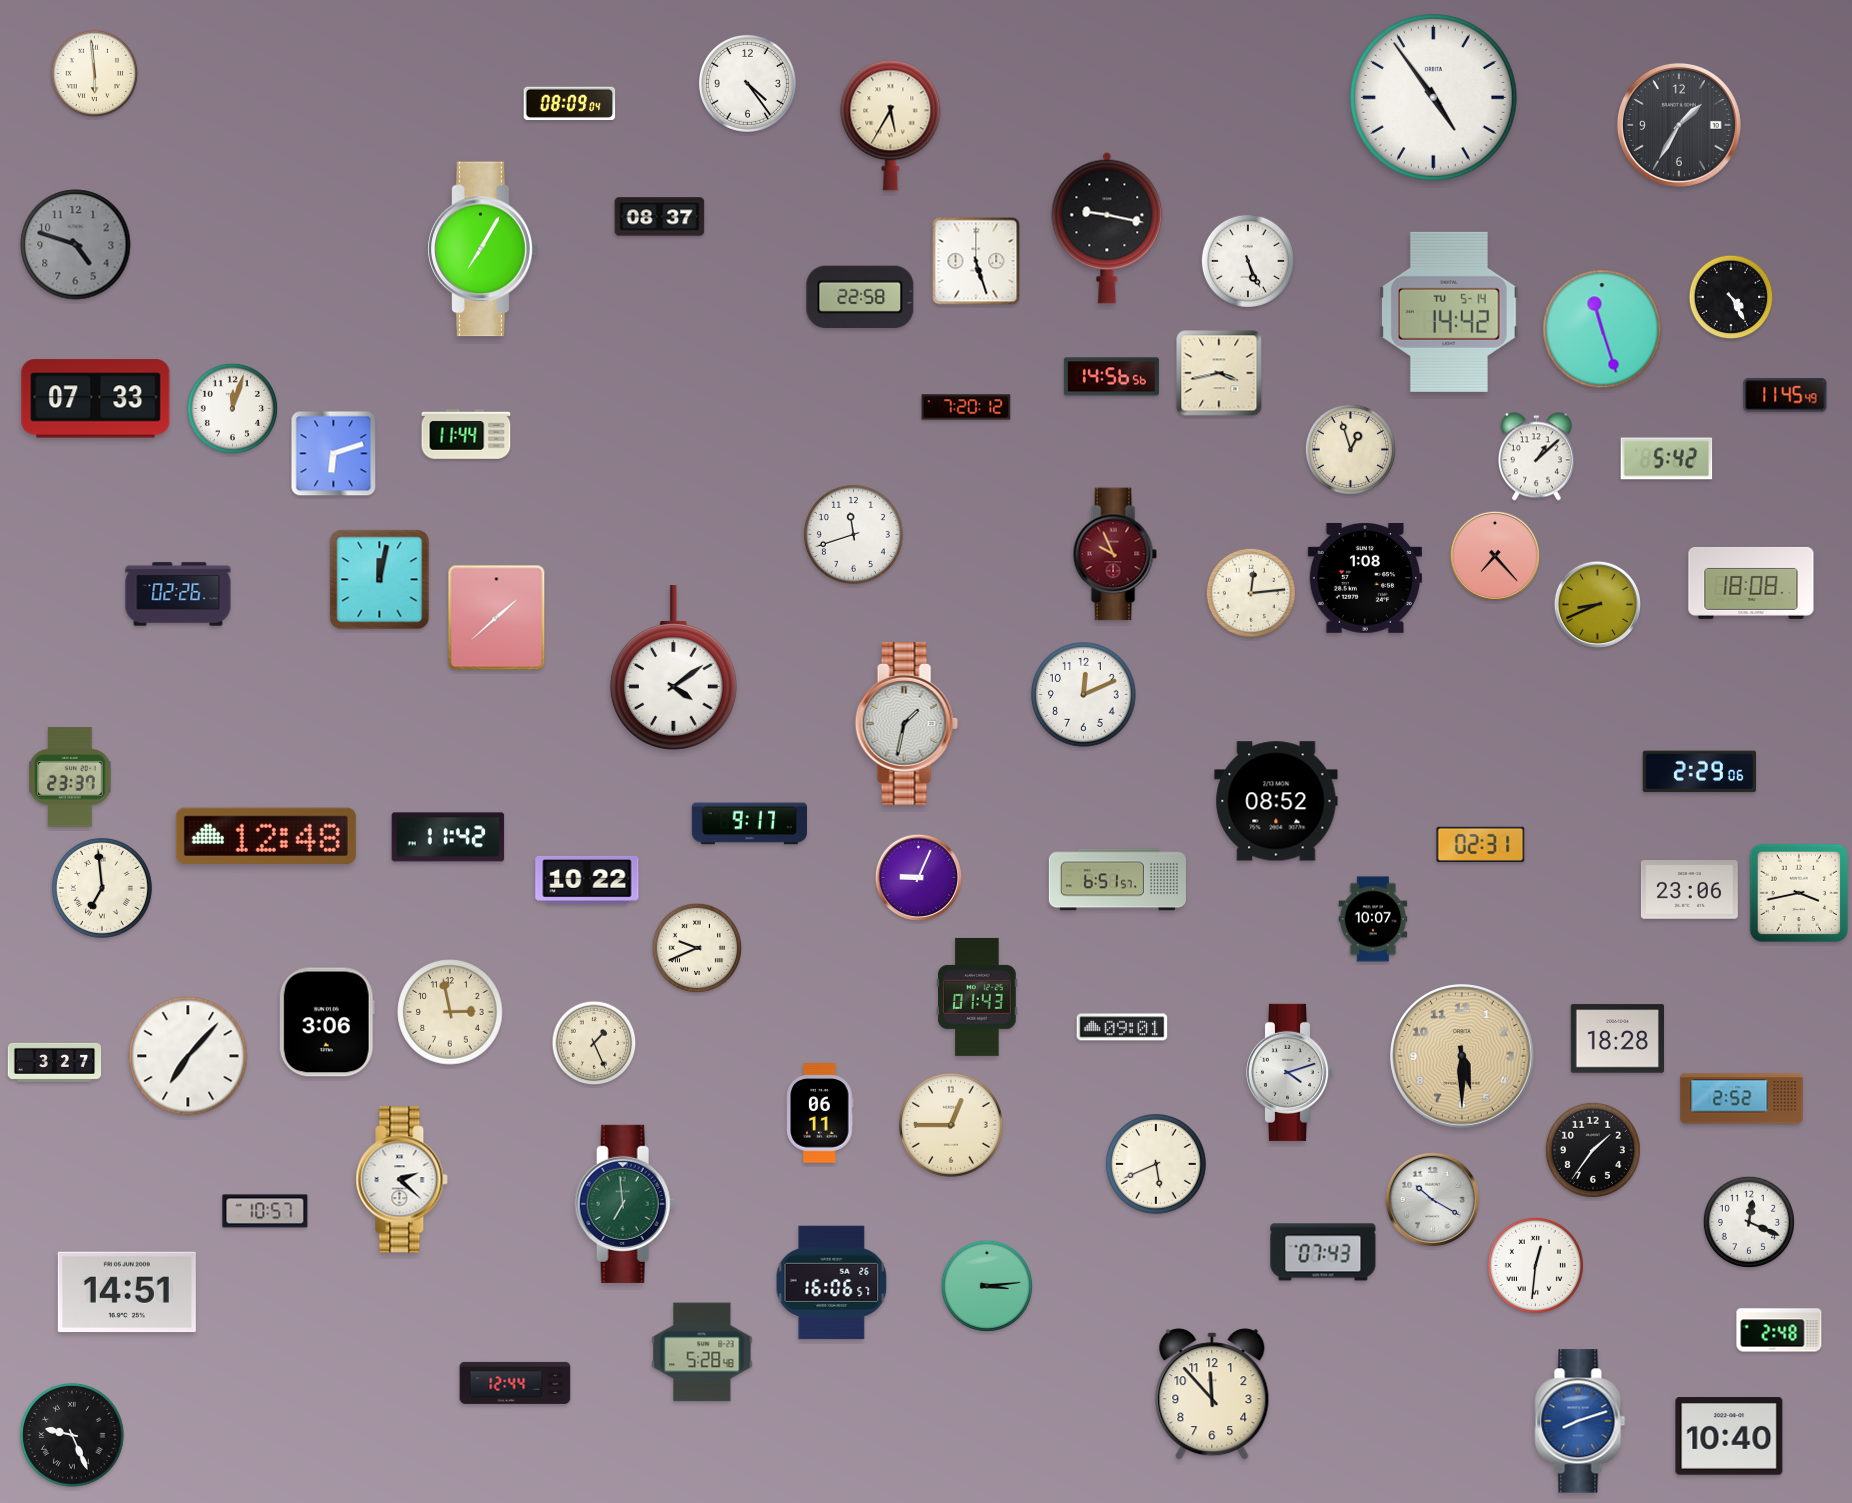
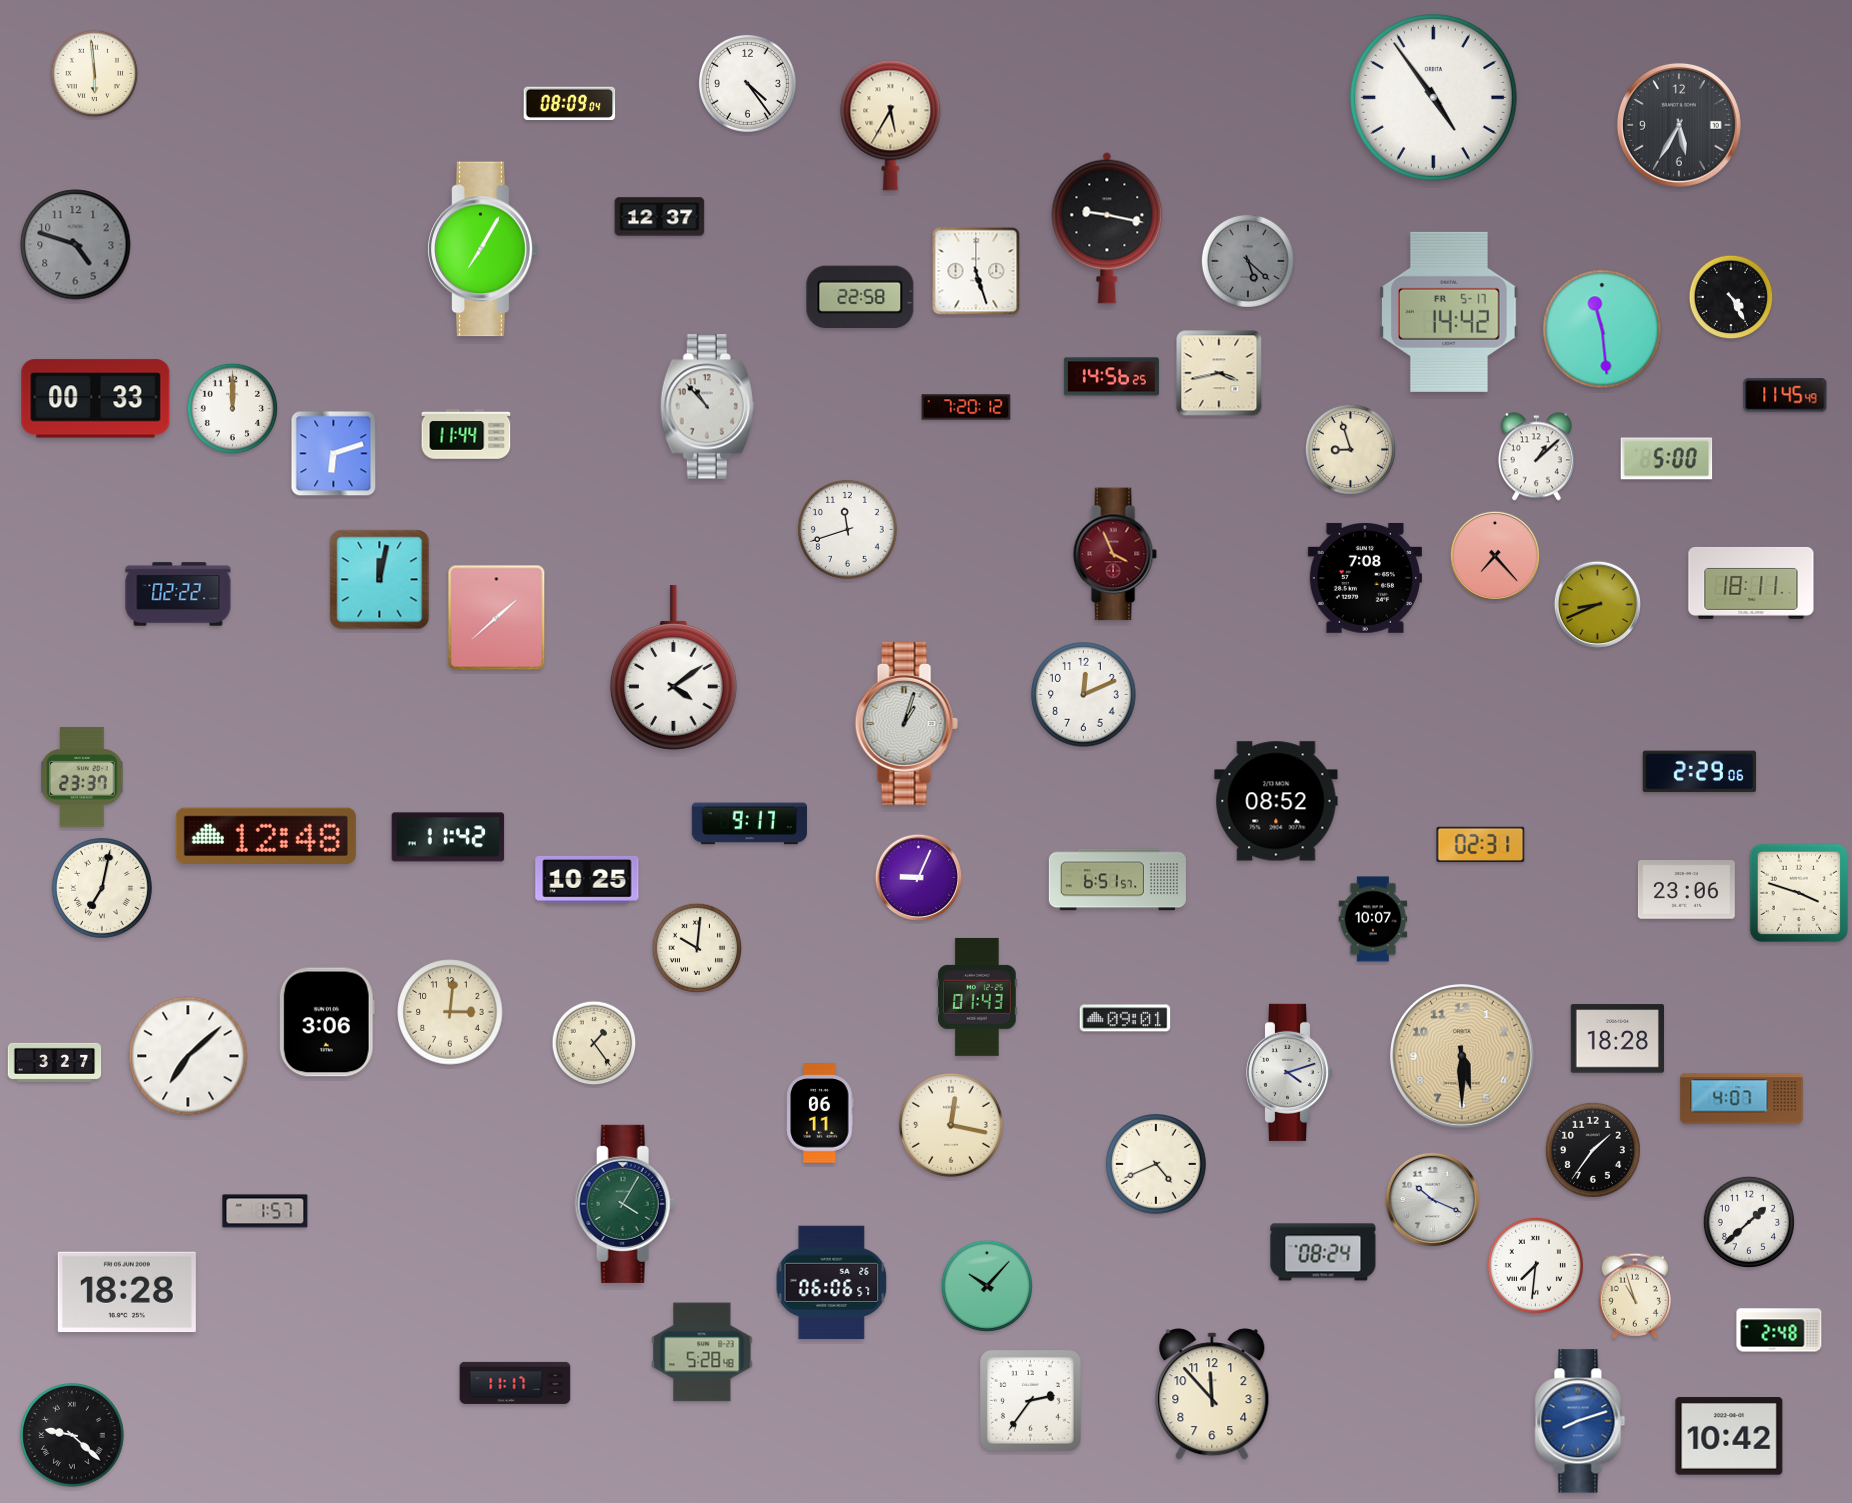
clock at (1679, 125): 1:35 -> 5:35
clock at (660, 217): 08:37 -> 12:37
clock at (976, 261) position: (976, 261) -> (976, 271)
clock at (1248, 261): 5:26 -> 5:22
clock at (1248, 261) dial: white -> grey
clock at (1449, 312) date: TU 5-14 -> FR 5-17
clock at (1602, 329): 11:27 -> 11:29
clock at (1111, 377): 14:56:56 -> 14:56:25
clock at (96, 399): 07:33 -> 00:33
clock at (707, 407): none -> 10:53
clock at (232, 408): 12:03 -> 12:00
clock at (1350, 449): 12:57 -> 8:57
clock at (1667, 459): 5:42 -> 5:00
clock at (853, 534) position: (853, 534) -> (847, 529)
clock at (1115, 554): 9:56 -> 3:56
clock at (1365, 578): 1:08 -> 7:08
clock at (1751, 583): 18:08 -> 18:11
clock at (1250, 592): 12:14 -> none
clock at (178, 594): 02:26 -> 02:22
clock at (906, 724): 1:32 -> 1:03
clock at (70, 777) position: (70, 777) -> (82, 777)
clock at (587, 880): 10:22 -> 10:25
clock at (102, 888): 6:59 -> 7:02
clock at (1689, 890) position: (1689, 890) -> (1686, 890)
clock at (1799, 893): 3:43 -> 3:48
clock at (696, 947): 9:41 -> 10:01
clock at (450, 1012): 2:58 -> 3:01
clock at (1122, 1027) position: (1122, 1027) -> (1125, 1018)
clock at (594, 1043): 1:26 -> 1:24
clock at (188, 1056): 7:07 -> 7:08
clock at (1742, 1099): 2:52 -> 4:07
clock at (951, 1125): 12:45 -> 12:17
clock at (1156, 1164): 5:41 -> 4:41
clock at (402, 1180): 2:22 -> none
clock at (1432, 1199): 10:20 -> 10:19
clock at (625, 1204): 6:59 -> 4:05
clock at (265, 1211): 10:57 -> 1:57
clock at (1749, 1222): 12:19 -> 1:38
clock at (1323, 1252): 07:43 -> 08:24
clock at (1535, 1265): 12:31 -> 7:31
clock at (832, 1283): 16:06 -> 06:06
clock at (987, 1286): 3:14 -> 10:07
clock at (127, 1292): 14:51 -> 18:28
clock at (1635, 1296): none -> 10:57
clock at (515, 1383): 12:44 -> 11:17
clock at (1031, 1401): none -> 2:36
clock at (72, 1435): 9:26 -> 9:22
clock at (1729, 1436): 10:40 -> 10:42
